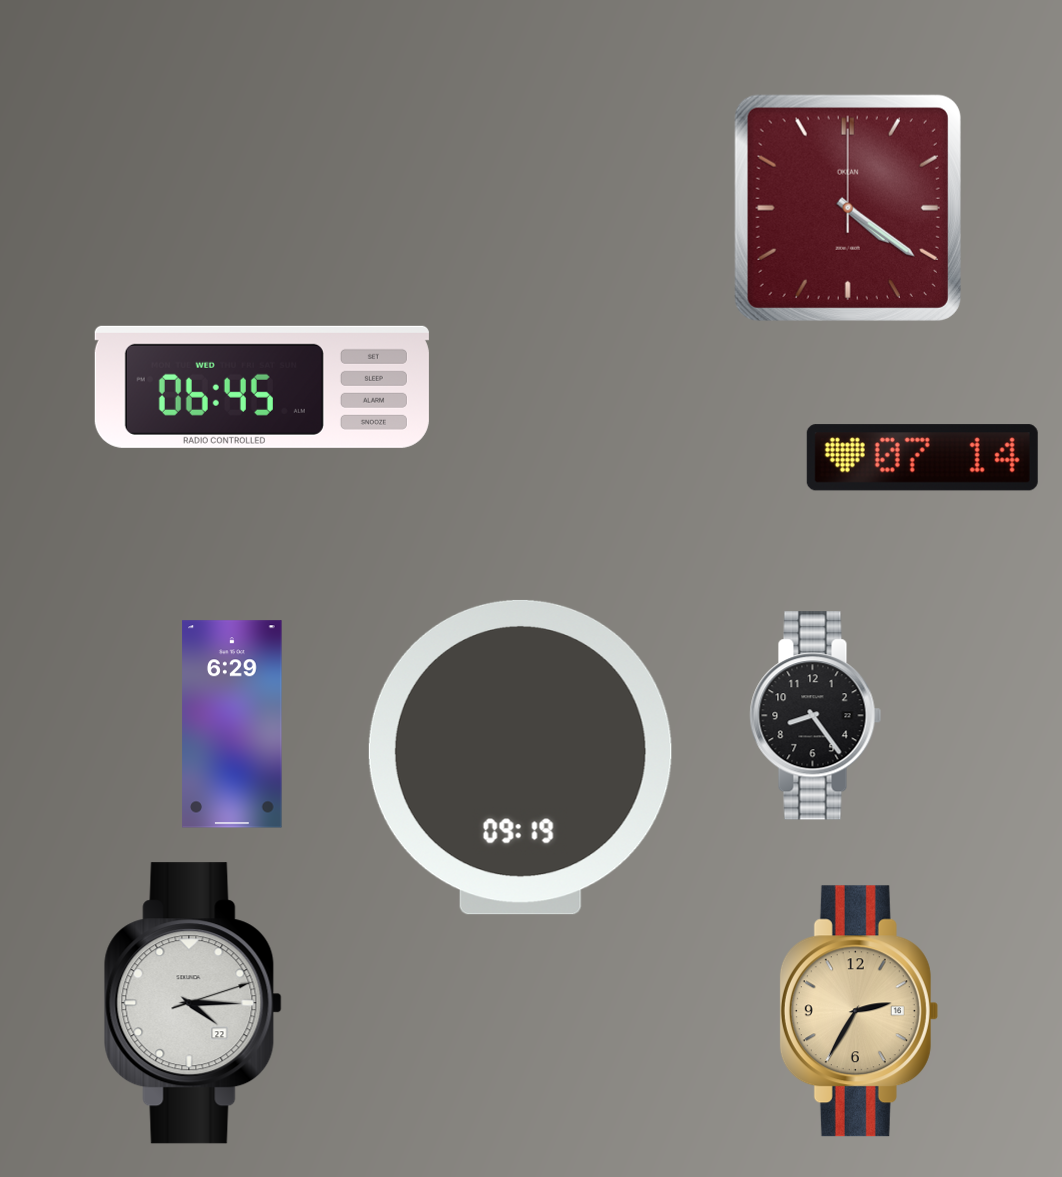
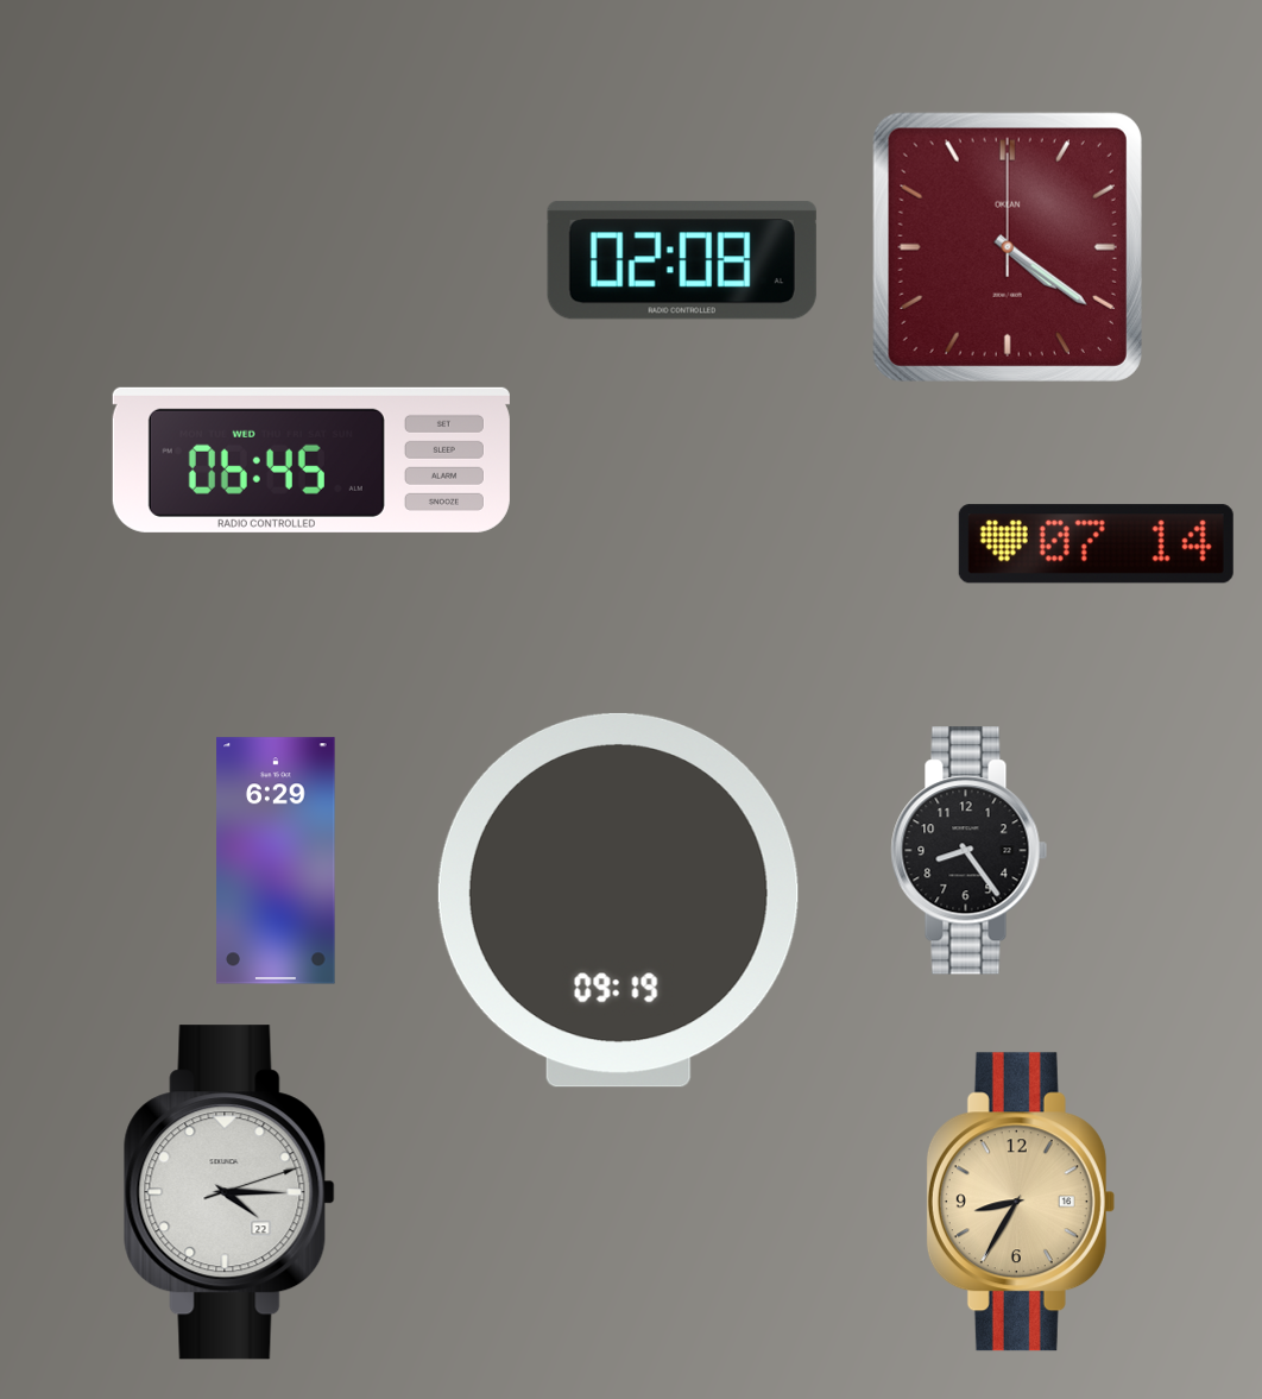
clock at (682, 260): none -> 02:08
clock at (859, 1011): 2:35 -> 8:35
